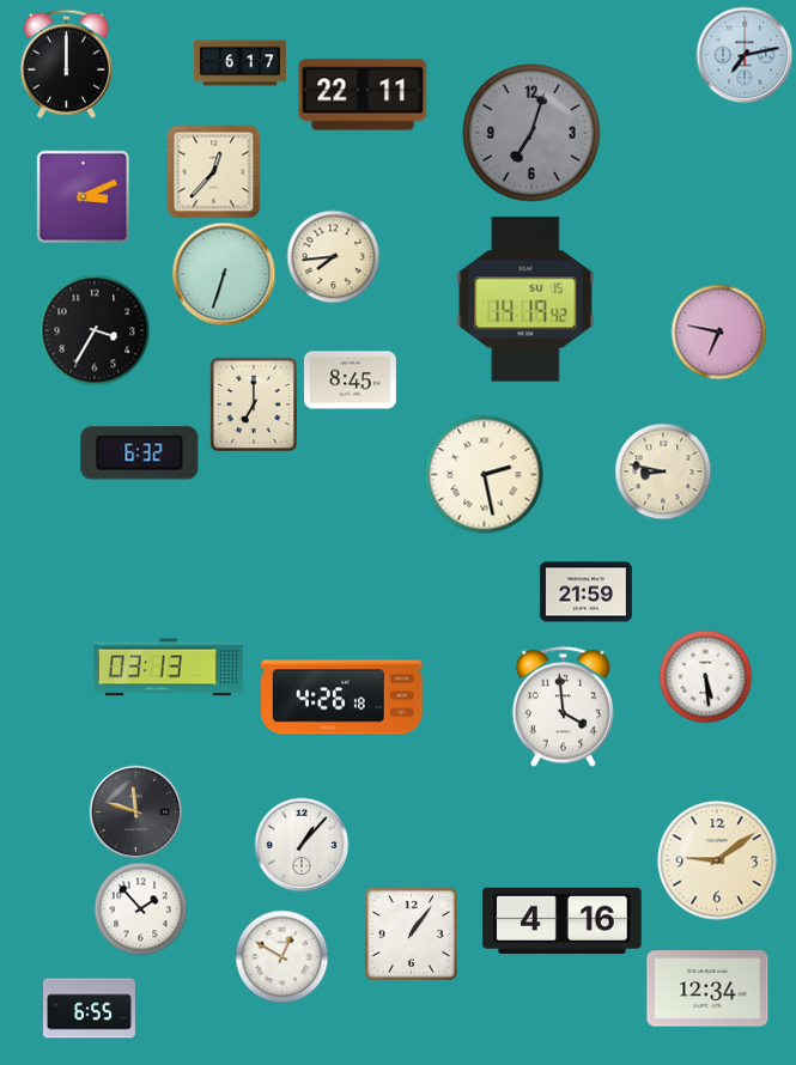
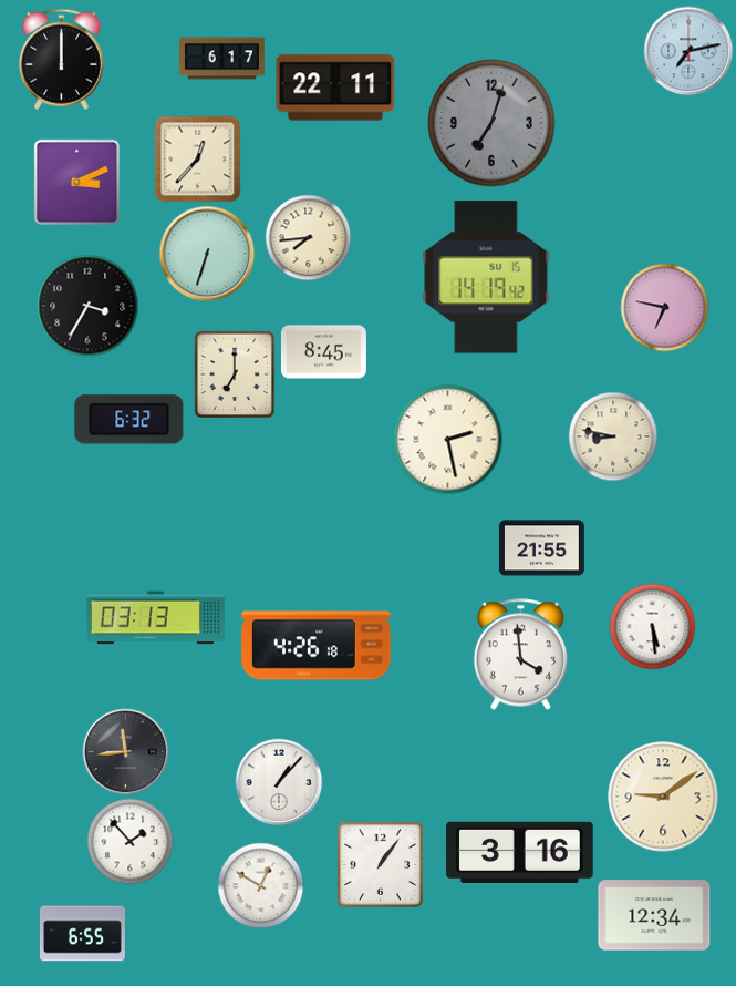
clock at (585, 592): 21:59 -> 21:55
clock at (135, 811): 11:48 -> 11:44
clock at (563, 920): 4:16 -> 3:16
